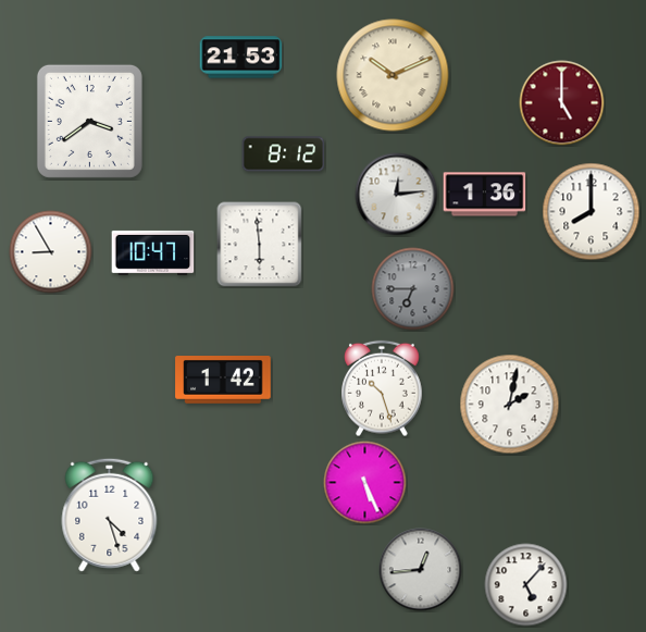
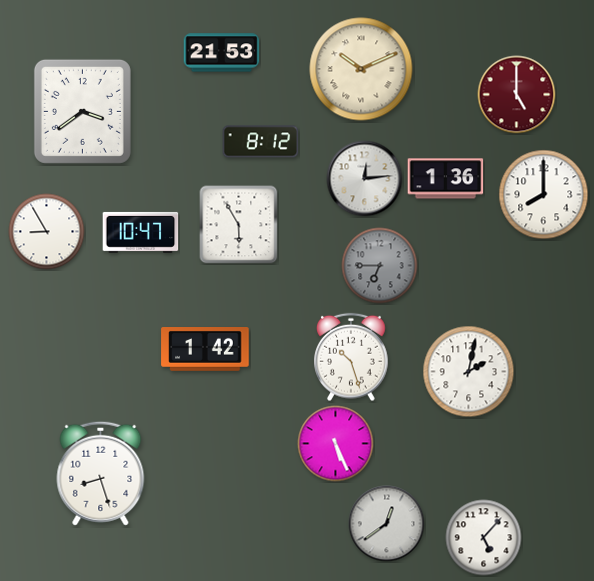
clock at (260, 245): 5:59 -> 5:55
clock at (110, 515): 4:27 -> 8:27
clock at (421, 570): 12:44 -> 12:39
